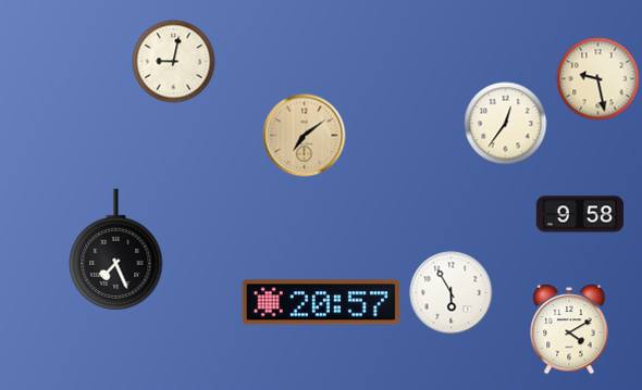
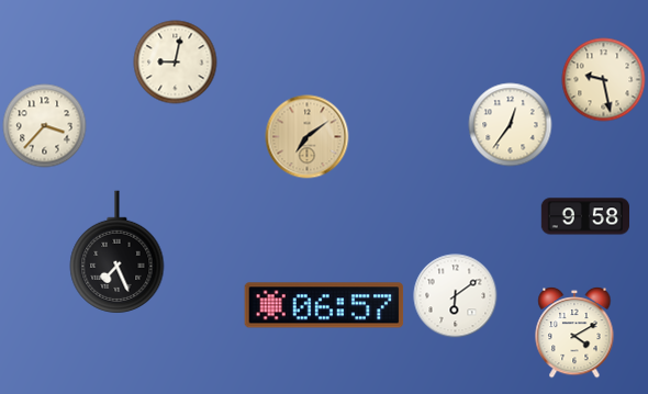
clock at (45, 126): none -> 3:37
clock at (452, 293): 5:55 -> 6:09
clock at (321, 302): 20:57 -> 06:57
